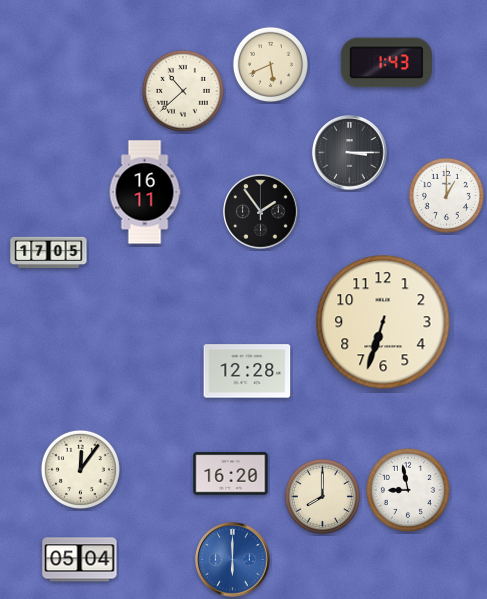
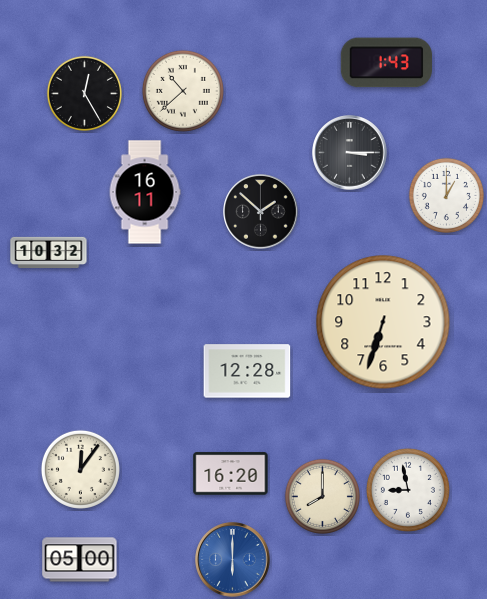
clock at (270, 64): 5:41 -> none
clock at (84, 93): none -> 12:25
clock at (261, 212): 1:54 -> 1:52
clock at (49, 253): 17:05 -> 10:32
clock at (80, 560): 05:04 -> 05:00
